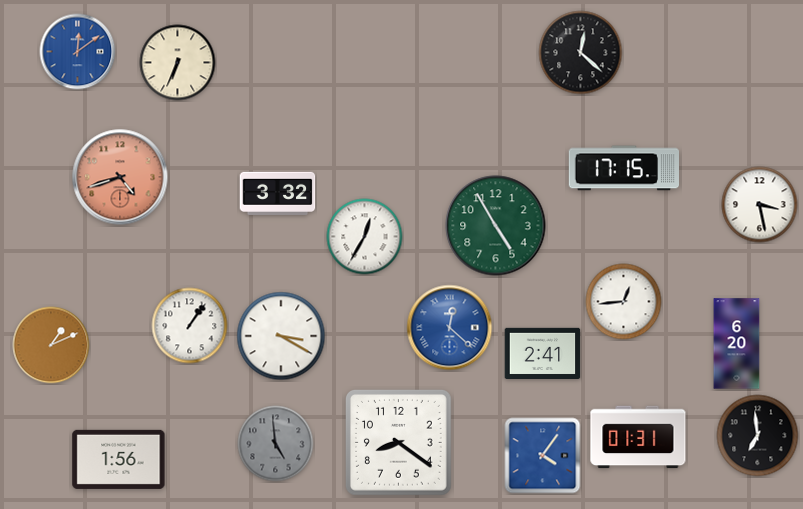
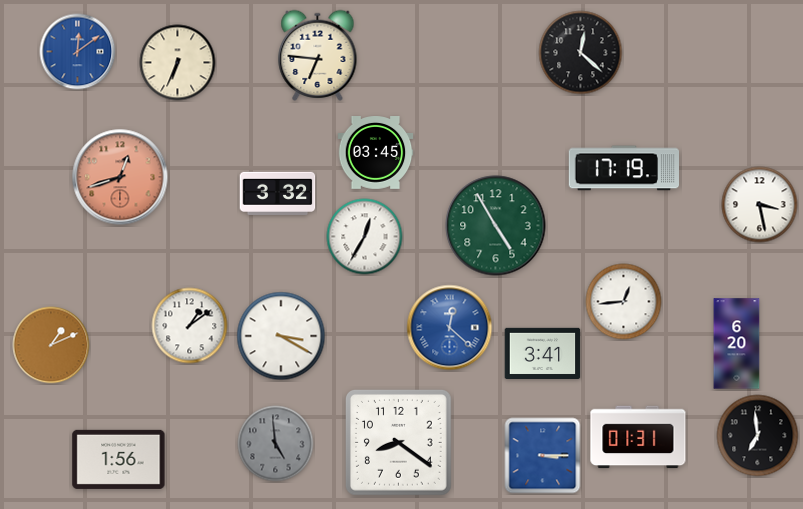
clock at (318, 55): none -> 6:46
clock at (376, 153): none -> 03:45
clock at (624, 168): 17:15 -> 17:19
clock at (120, 177): 4:42 -> 12:42
clock at (190, 326): 1:06 -> 1:09
clock at (543, 353): 2:41 -> 3:41
clock at (543, 456): 4:06 -> 3:15
